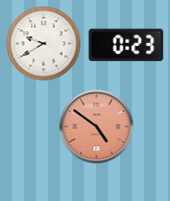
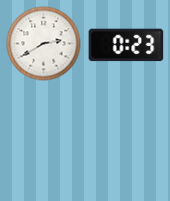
clock at (44, 44): 9:40 -> 2:40
clock at (97, 127): 4:51 -> none
